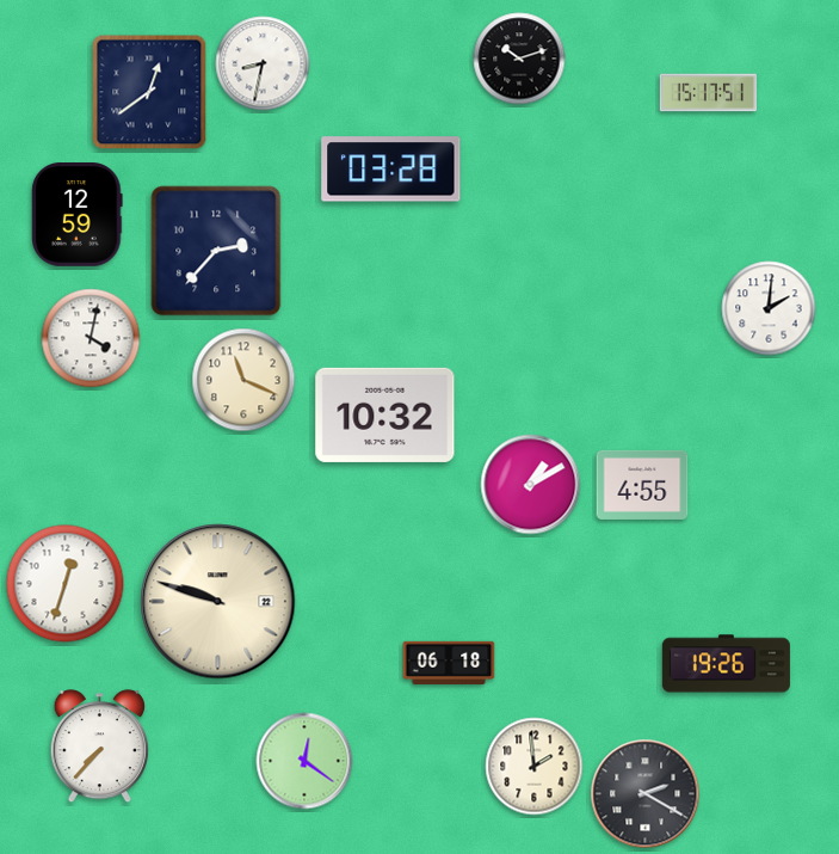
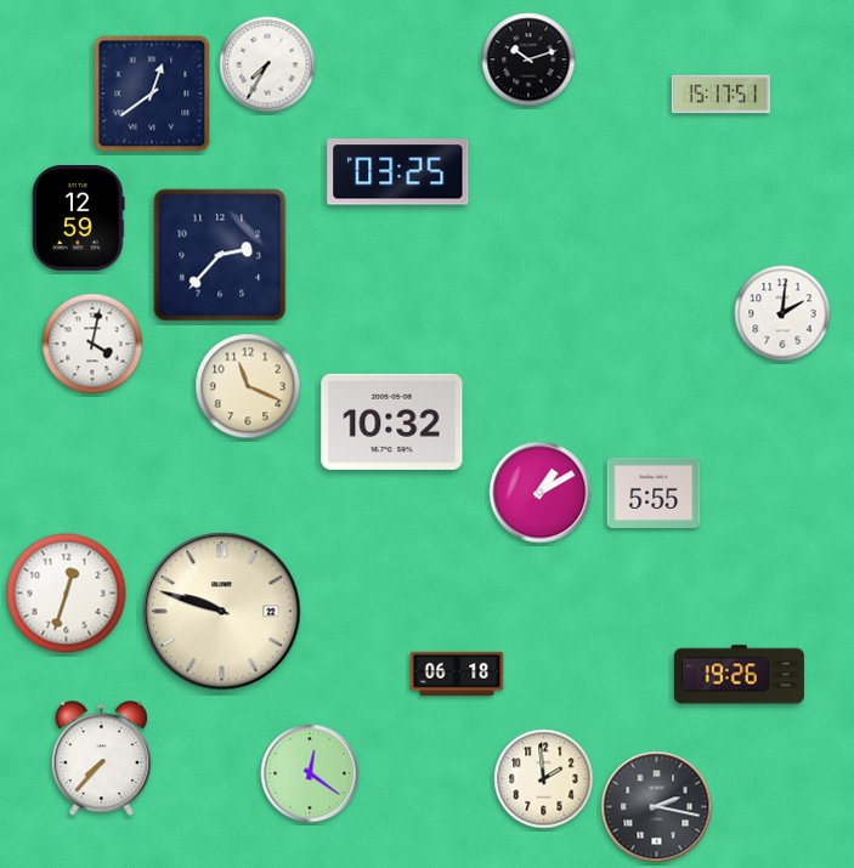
clock at (263, 63): 8:32 -> 7:35
clock at (391, 170): 03:28 -> 03:25
clock at (642, 485): 4:55 -> 5:55
clock at (646, 794): 2:20 -> 2:17
